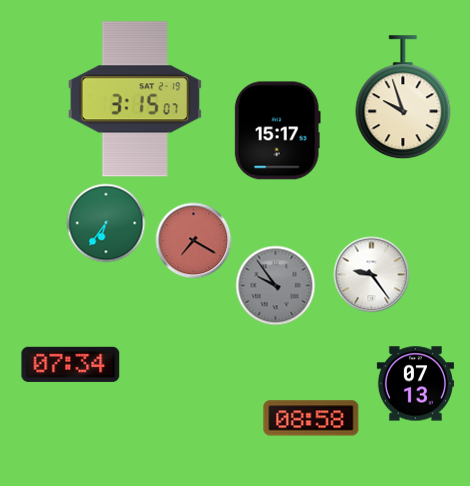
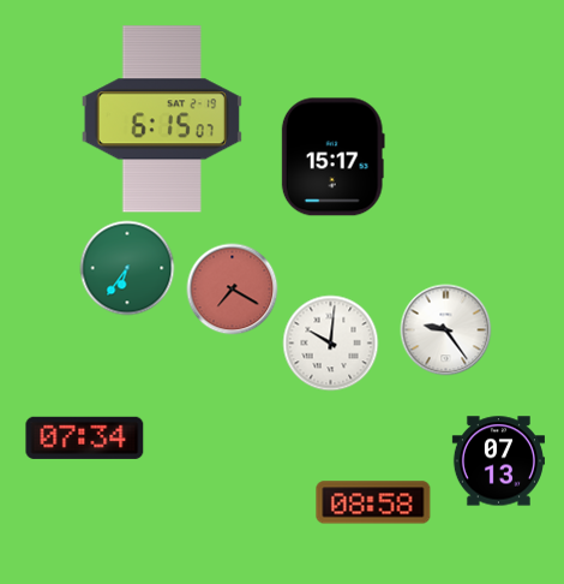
clock at (403, 98): 9:57 -> none
clock at (135, 99): 3:15 -> 6:15
clock at (276, 286): 9:54 -> 10:01
clock at (276, 286) dial: grey -> white
